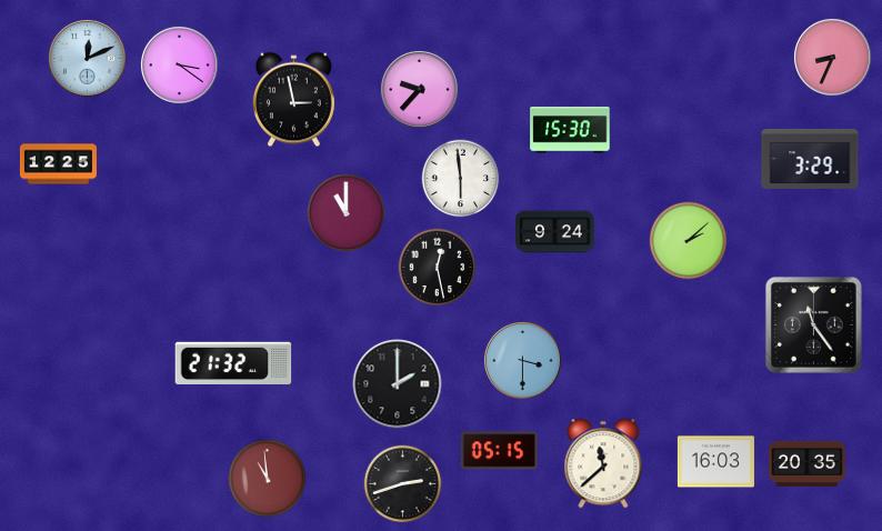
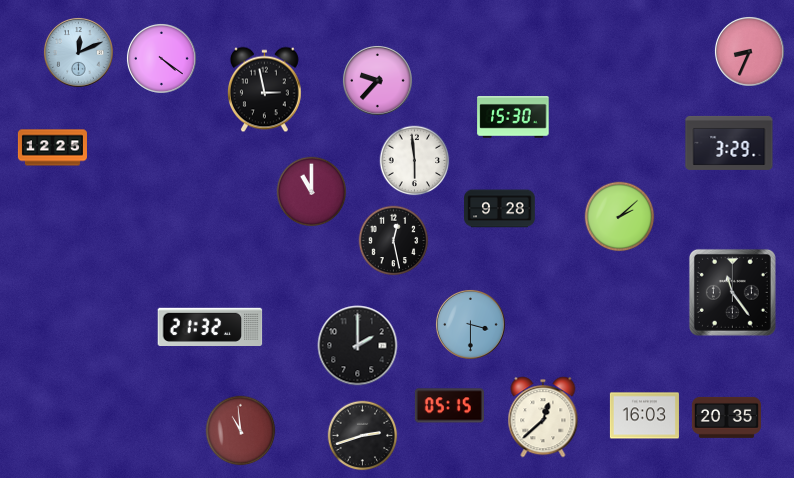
clock at (179, 64): 3:21 -> 4:21
clock at (555, 232): 9:24 -> 9:28
clock at (603, 463): 11:38 -> 12:38
